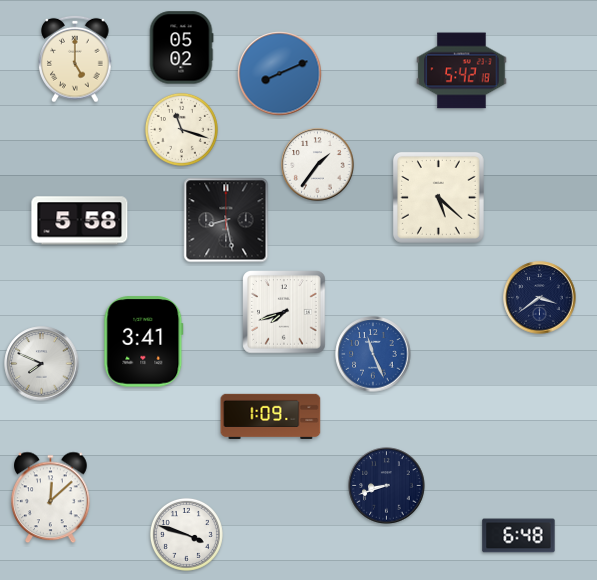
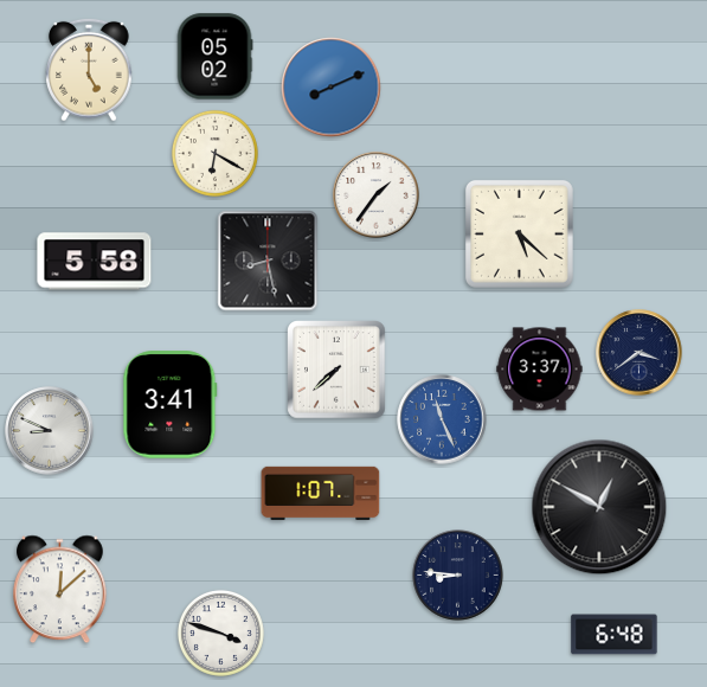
clock at (462, 71): 5:42 -> none
clock at (181, 129): 11:18 -> 6:20
clock at (284, 312): 7:42 -> 7:38
clock at (540, 370): none -> 3:37
clock at (42, 364): 7:49 -> 8:49
clock at (271, 416): 1:09 -> 1:07
clock at (599, 507): none -> 12:50
clock at (387, 486): 8:42 -> 8:46
